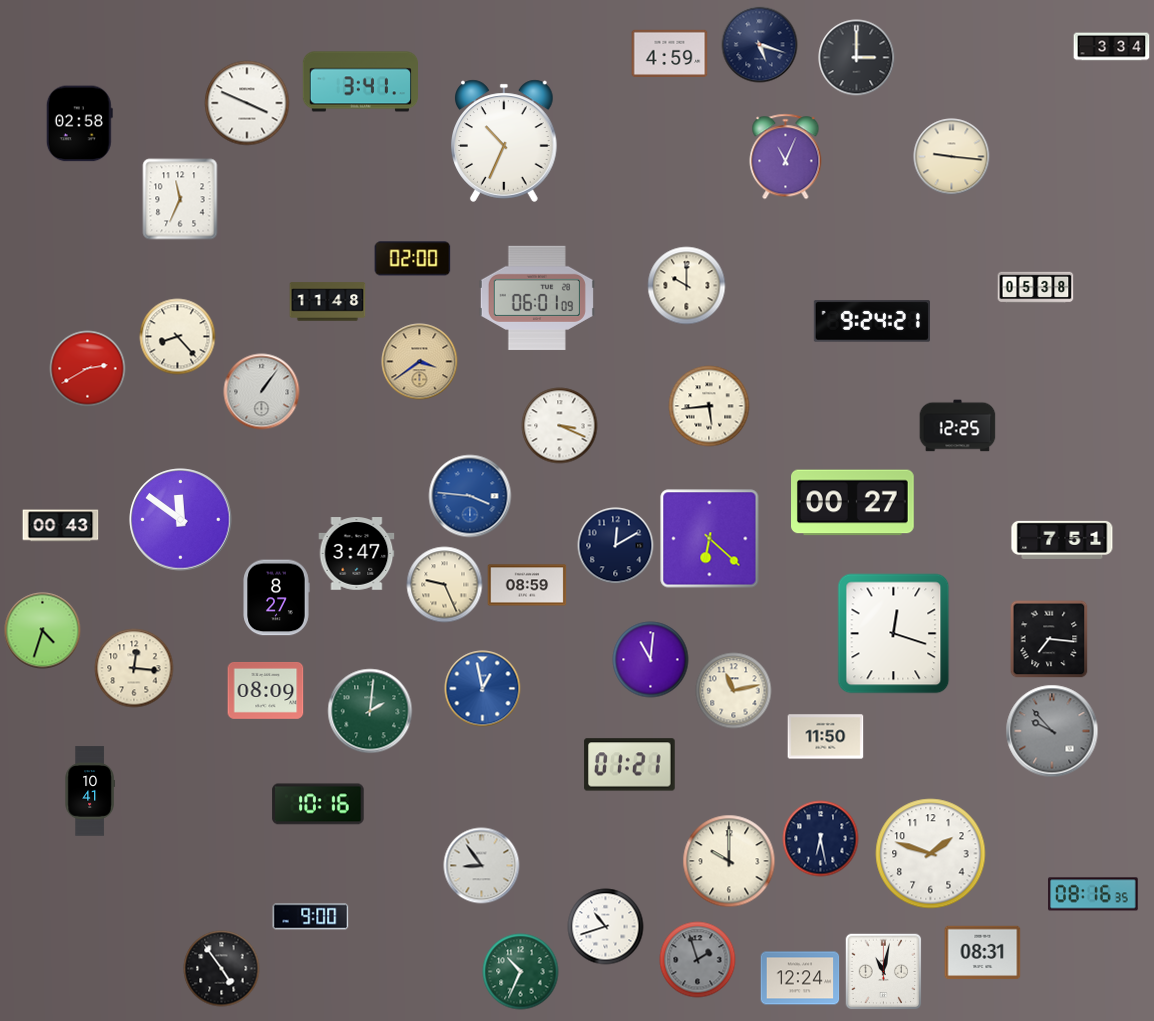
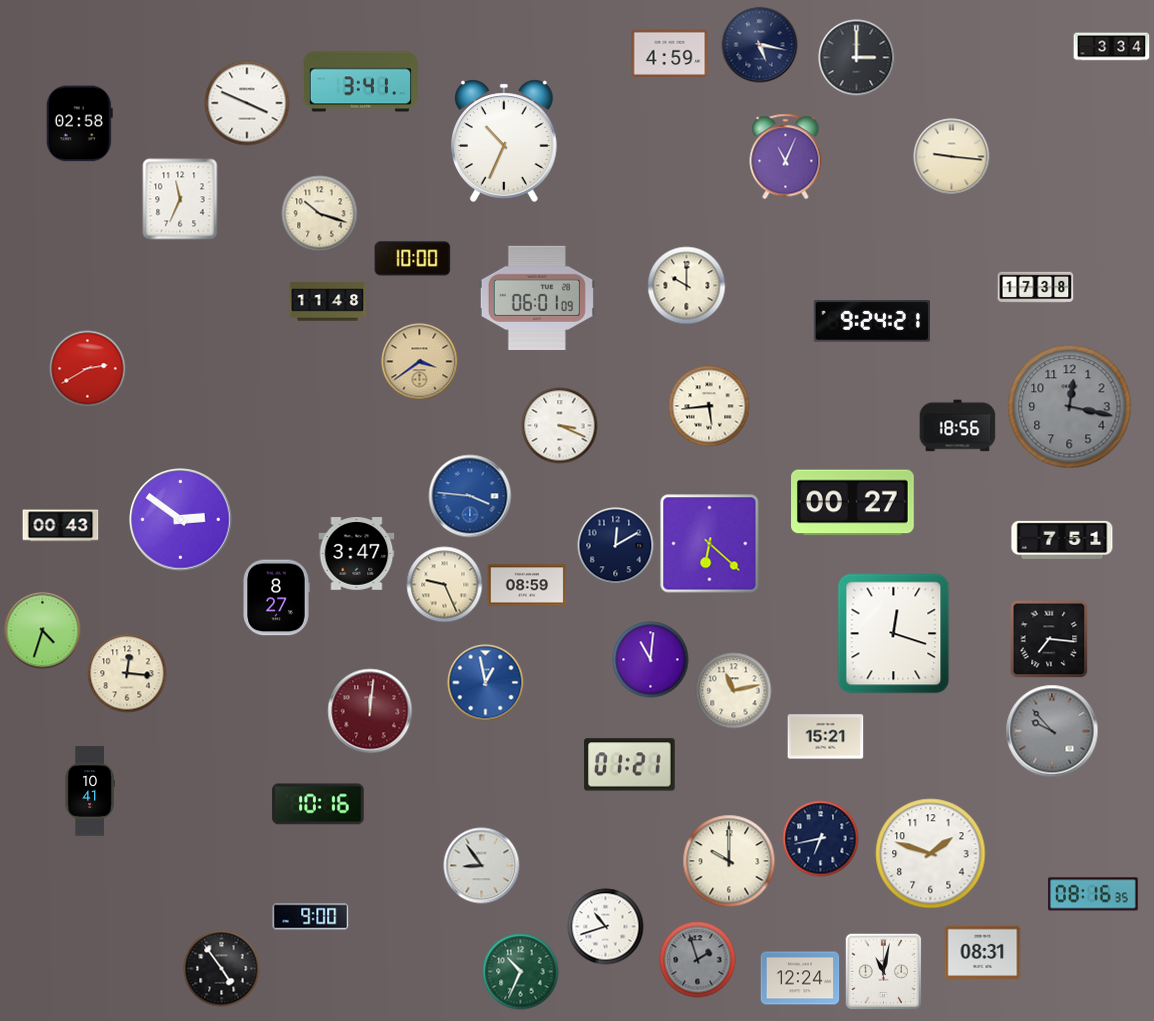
clock at (760, 45): 5:18 -> 5:17
clock at (320, 214): none -> 10:18
clock at (413, 259): 02:00 -> 10:00
clock at (1036, 288): 05:38 -> 17:38
clock at (178, 337): 8:23 -> none
clock at (262, 392): 1:06 -> none
clock at (1070, 407): none -> 12:17
clock at (958, 426): 12:25 -> 18:56
clock at (181, 520): 11:51 -> 2:51
clock at (710, 539) position: (710, 539) -> (710, 544)
clock at (134, 668) position: (134, 668) -> (127, 673)
clock at (483, 689) position: (483, 689) -> (486, 683)
clock at (266, 690): 08:09 -> none
clock at (370, 711): 2:01 -> 12:01
clock at (370, 711) dial: green -> burgundy
clock at (826, 737): 11:50 -> 15:21
clock at (821, 839): 6:28 -> 6:43
